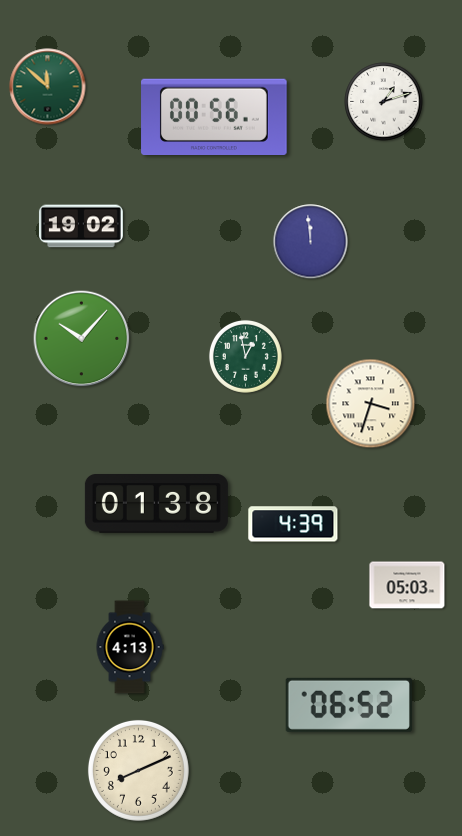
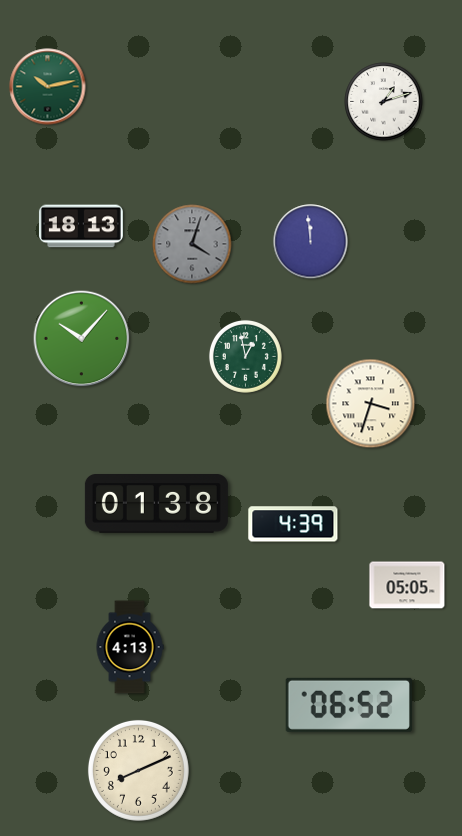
clock at (48, 87): 11:52 -> 10:13
clock at (214, 117): 00:56 -> none
clock at (81, 226): 19:02 -> 18:13
clock at (192, 244): none -> 4:03
clock at (407, 585): 05:03 -> 05:05
